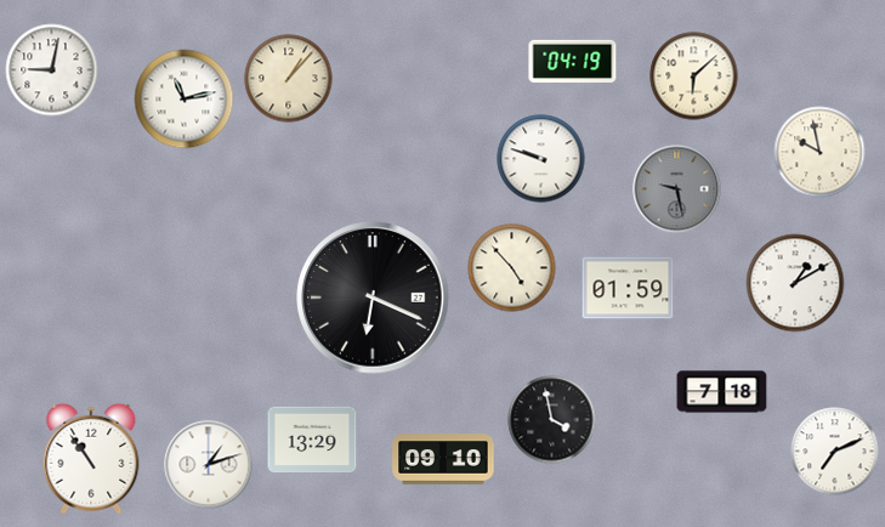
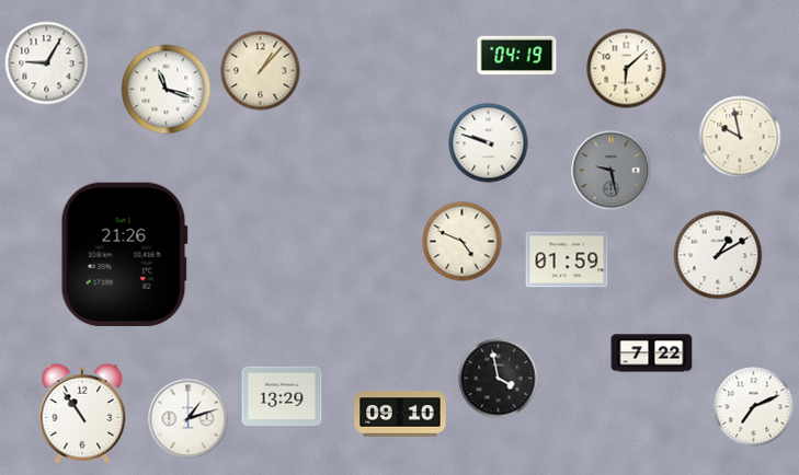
clock at (52, 70): 9:02 -> 9:05
clock at (185, 100): 11:13 -> 11:18
clock at (512, 268): 4:53 -> 4:49
clock at (124, 254): none -> 21:26
clock at (373, 297): 6:19 -> none
clock at (722, 392): 7:18 -> 7:22
